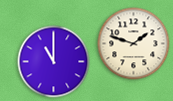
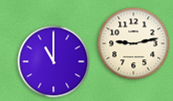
clock at (134, 44): 1:48 -> 9:13
